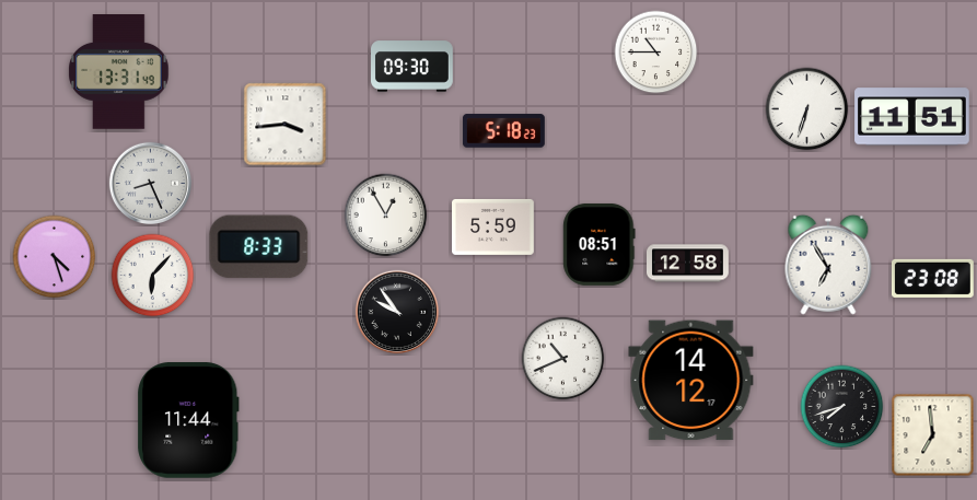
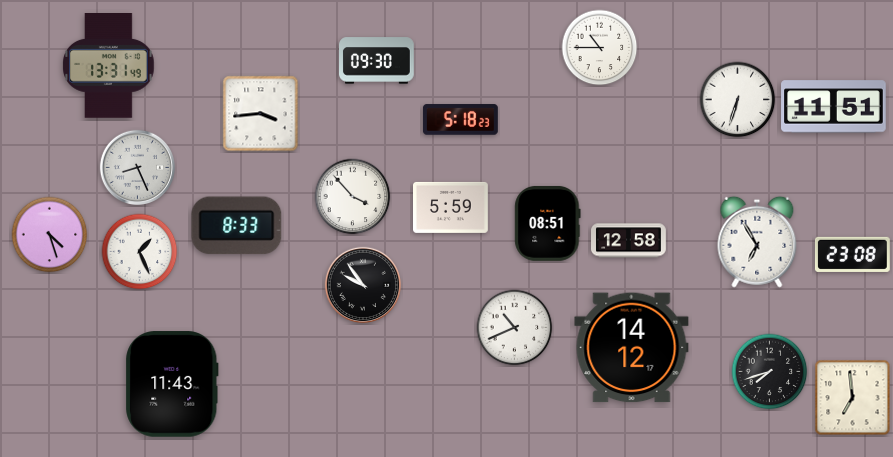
clock at (386, 216): 12:55 -> 3:53
clock at (153, 276): 6:07 -> 1:26
clock at (188, 420): 11:44 -> 11:43
